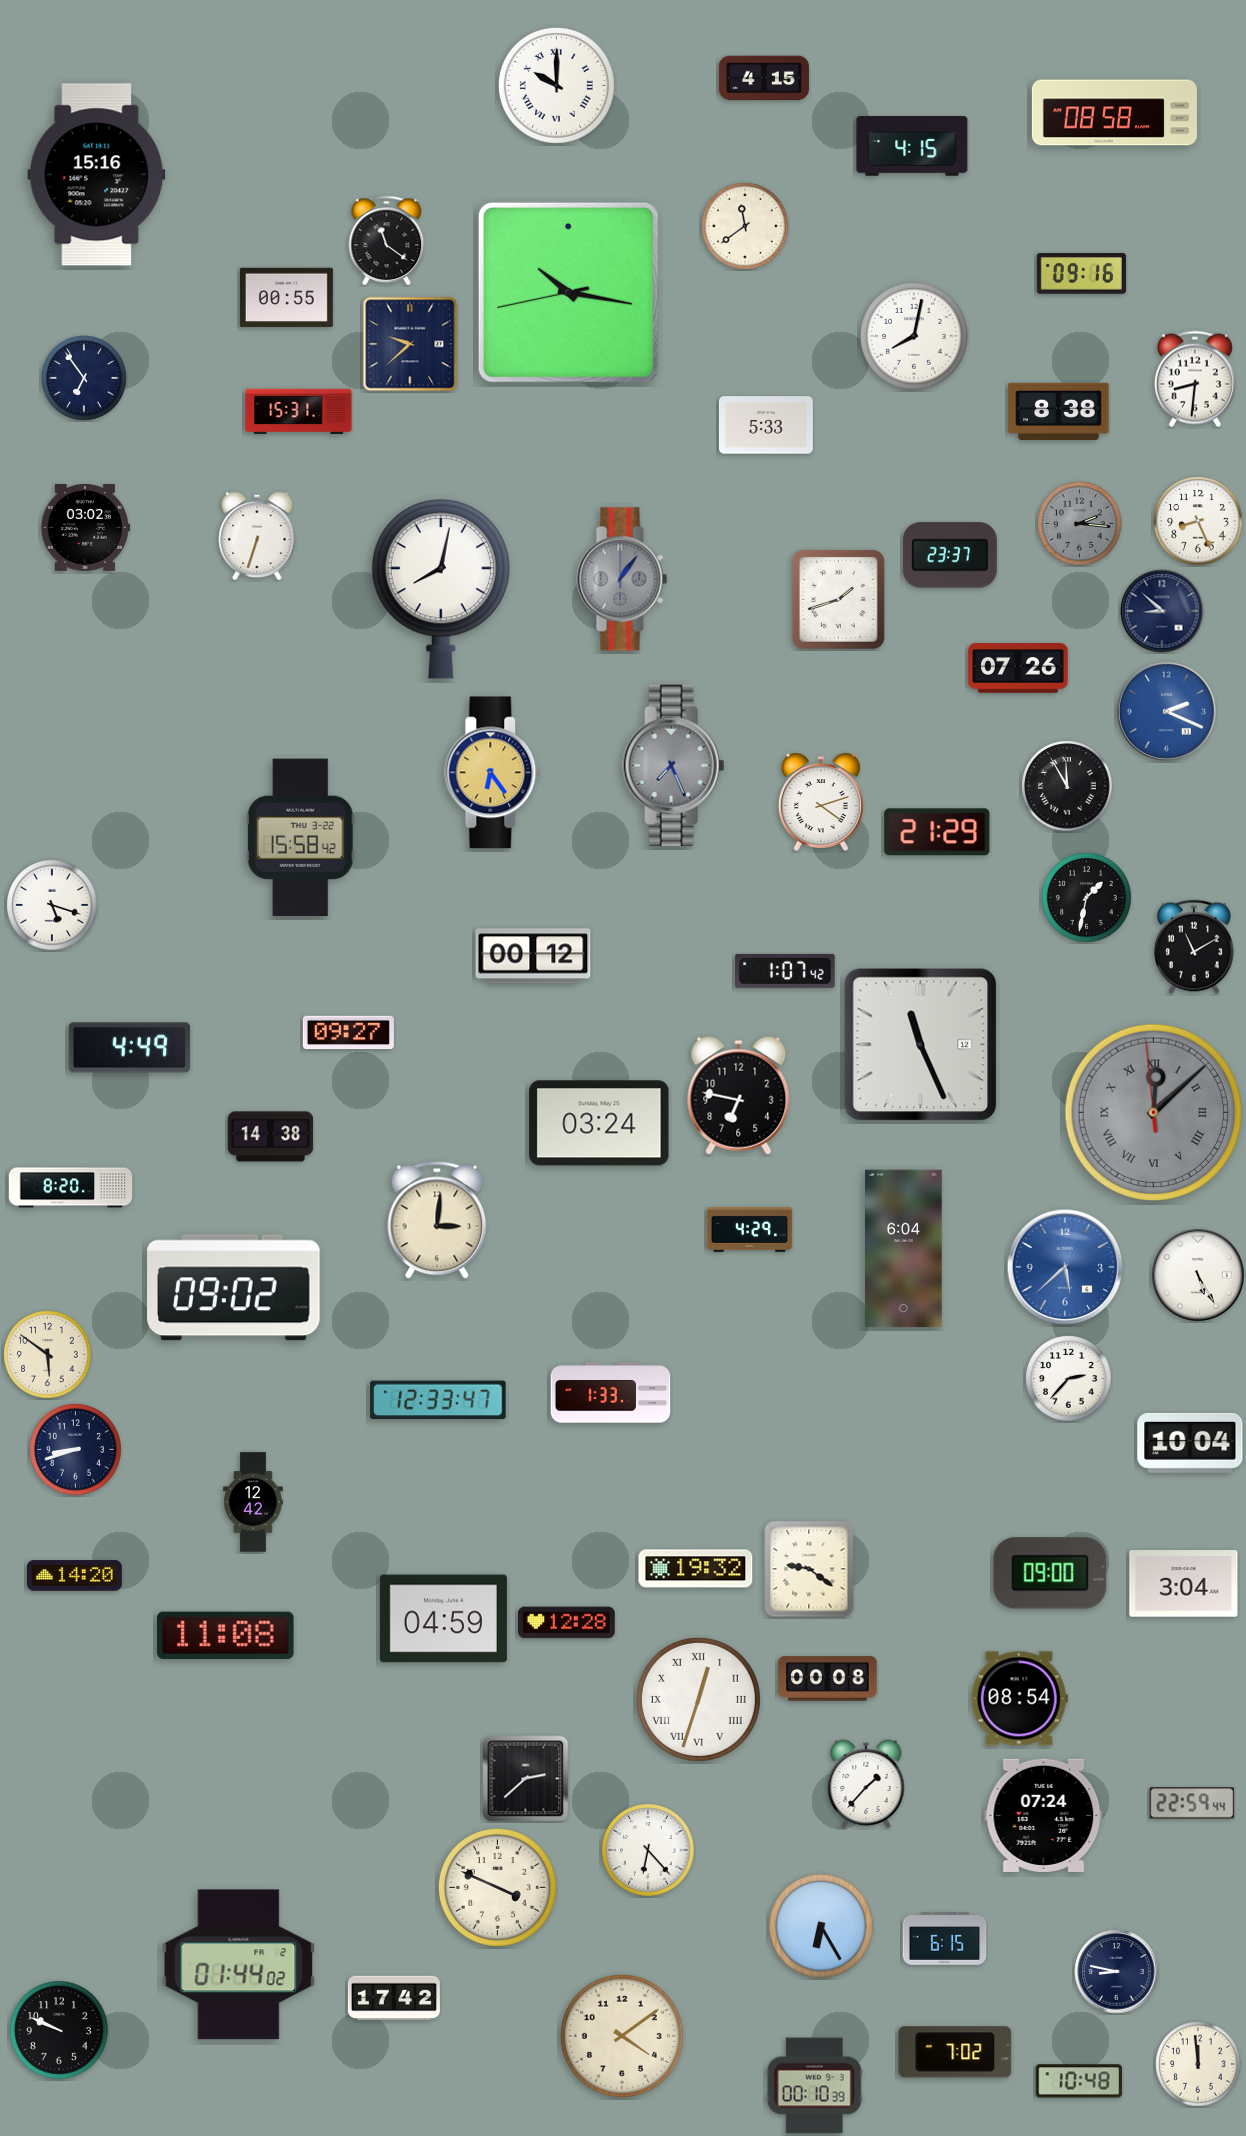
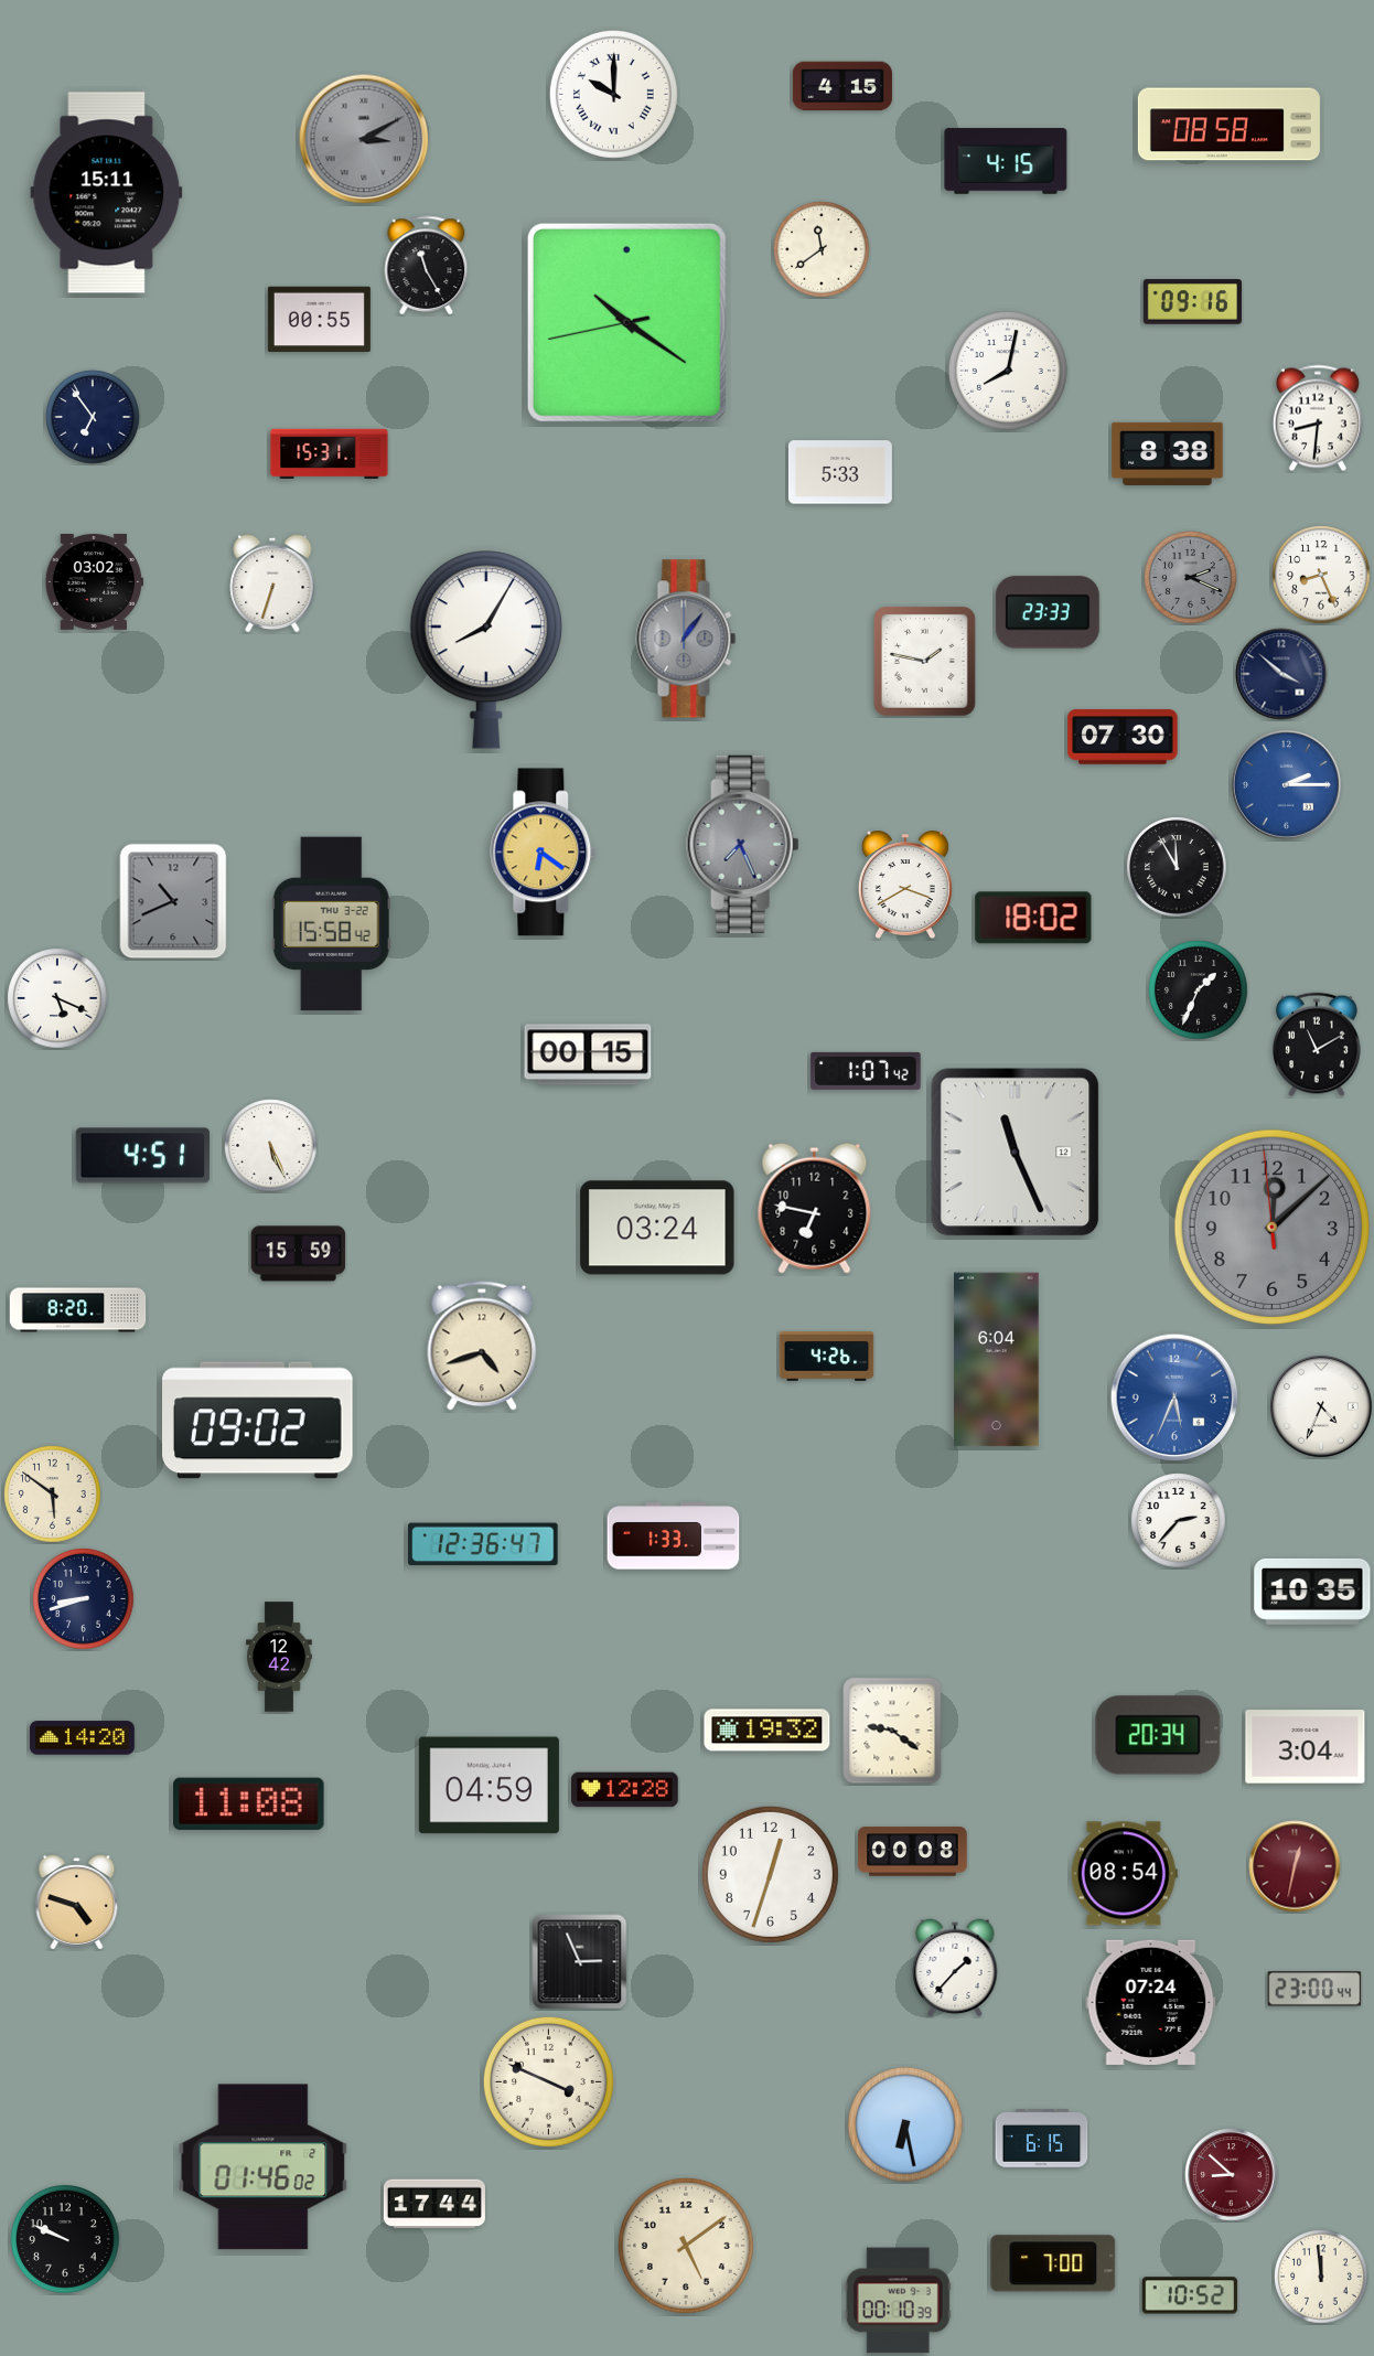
clock at (364, 139): none -> 3:10
clock at (97, 175): 15:16 -> 15:11
clock at (387, 240): 11:21 -> 11:25
clock at (568, 292): 10:16 -> 10:20
clock at (286, 298) position: (286, 298) -> (319, 320)
clock at (410, 344): 9:38 -> none
clock at (766, 425) position: (766, 425) -> (840, 472)
clock at (1080, 524): 2:16 -> 2:19
clock at (257, 536) position: (257, 536) -> (272, 583)
clock at (950, 555): 23:37 -> 23:33
clock at (441, 589): 8:02 -> 8:05
clock at (838, 599): 1:42 -> 1:47
clock at (1162, 611): 8:52 -> 3:52
clock at (1018, 668): 07:26 -> 07:30
clock at (1166, 711): 2:19 -> 2:15
clock at (493, 773): 6:24 -> 6:21
clock at (821, 802): 4:12 -> 3:40
clock at (173, 901): none -> 10:41
clock at (937, 832): 21:29 -> 18:02
clock at (1087, 898): 1:32 -> 1:34
clock at (52, 905): 5:18 -> 5:19
clock at (533, 956): 00:12 -> 00:15
clock at (348, 1033): 09:27 -> none
clock at (271, 1146): none -> 5:26
clock at (130, 1048): 4:49 -> 4:51
clock at (1153, 1112) numerals: Roman -> Arabic
clock at (599, 1123) position: (599, 1123) -> (657, 1228)
clock at (271, 1137): 14:38 -> 15:59
clock at (437, 1220): 3:01 -> 4:42
clock at (750, 1229): 4:29 -> 4:26
clock at (904, 1249) position: (904, 1249) -> (997, 1360)
clock at (1065, 1267): 5:38 -> 5:34
clock at (1199, 1276): 5:25 -> 4:34
clock at (438, 1400): 12:33 -> 12:36
clock at (1190, 1443): 10:04 -> 10:35
clock at (1050, 1573): 09:00 -> 20:34
clock at (1295, 1866): none -> 12:32
clock at (698, 1699) numerals: Roman -> Arabic
clock at (77, 1903): none -> 4:48
clock at (526, 1779): 2:38 -> 2:56
clock at (1192, 1803): 22:59 -> 23:00
clock at (648, 1850): 6:23 -> none
clock at (822, 1927): 6:25 -> 6:28
clock at (239, 1965): 01:44 -> 01:46
clock at (1117, 1972): 8:47 -> 8:52
clock at (1117, 1972) dial: navy -> burgundy
clock at (394, 1998): 17:42 -> 17:44
clock at (622, 2036): 4:09 -> 5:09
clock at (955, 2052): 7:02 -> 7:00
clock at (1078, 2081): 10:48 -> 10:52
